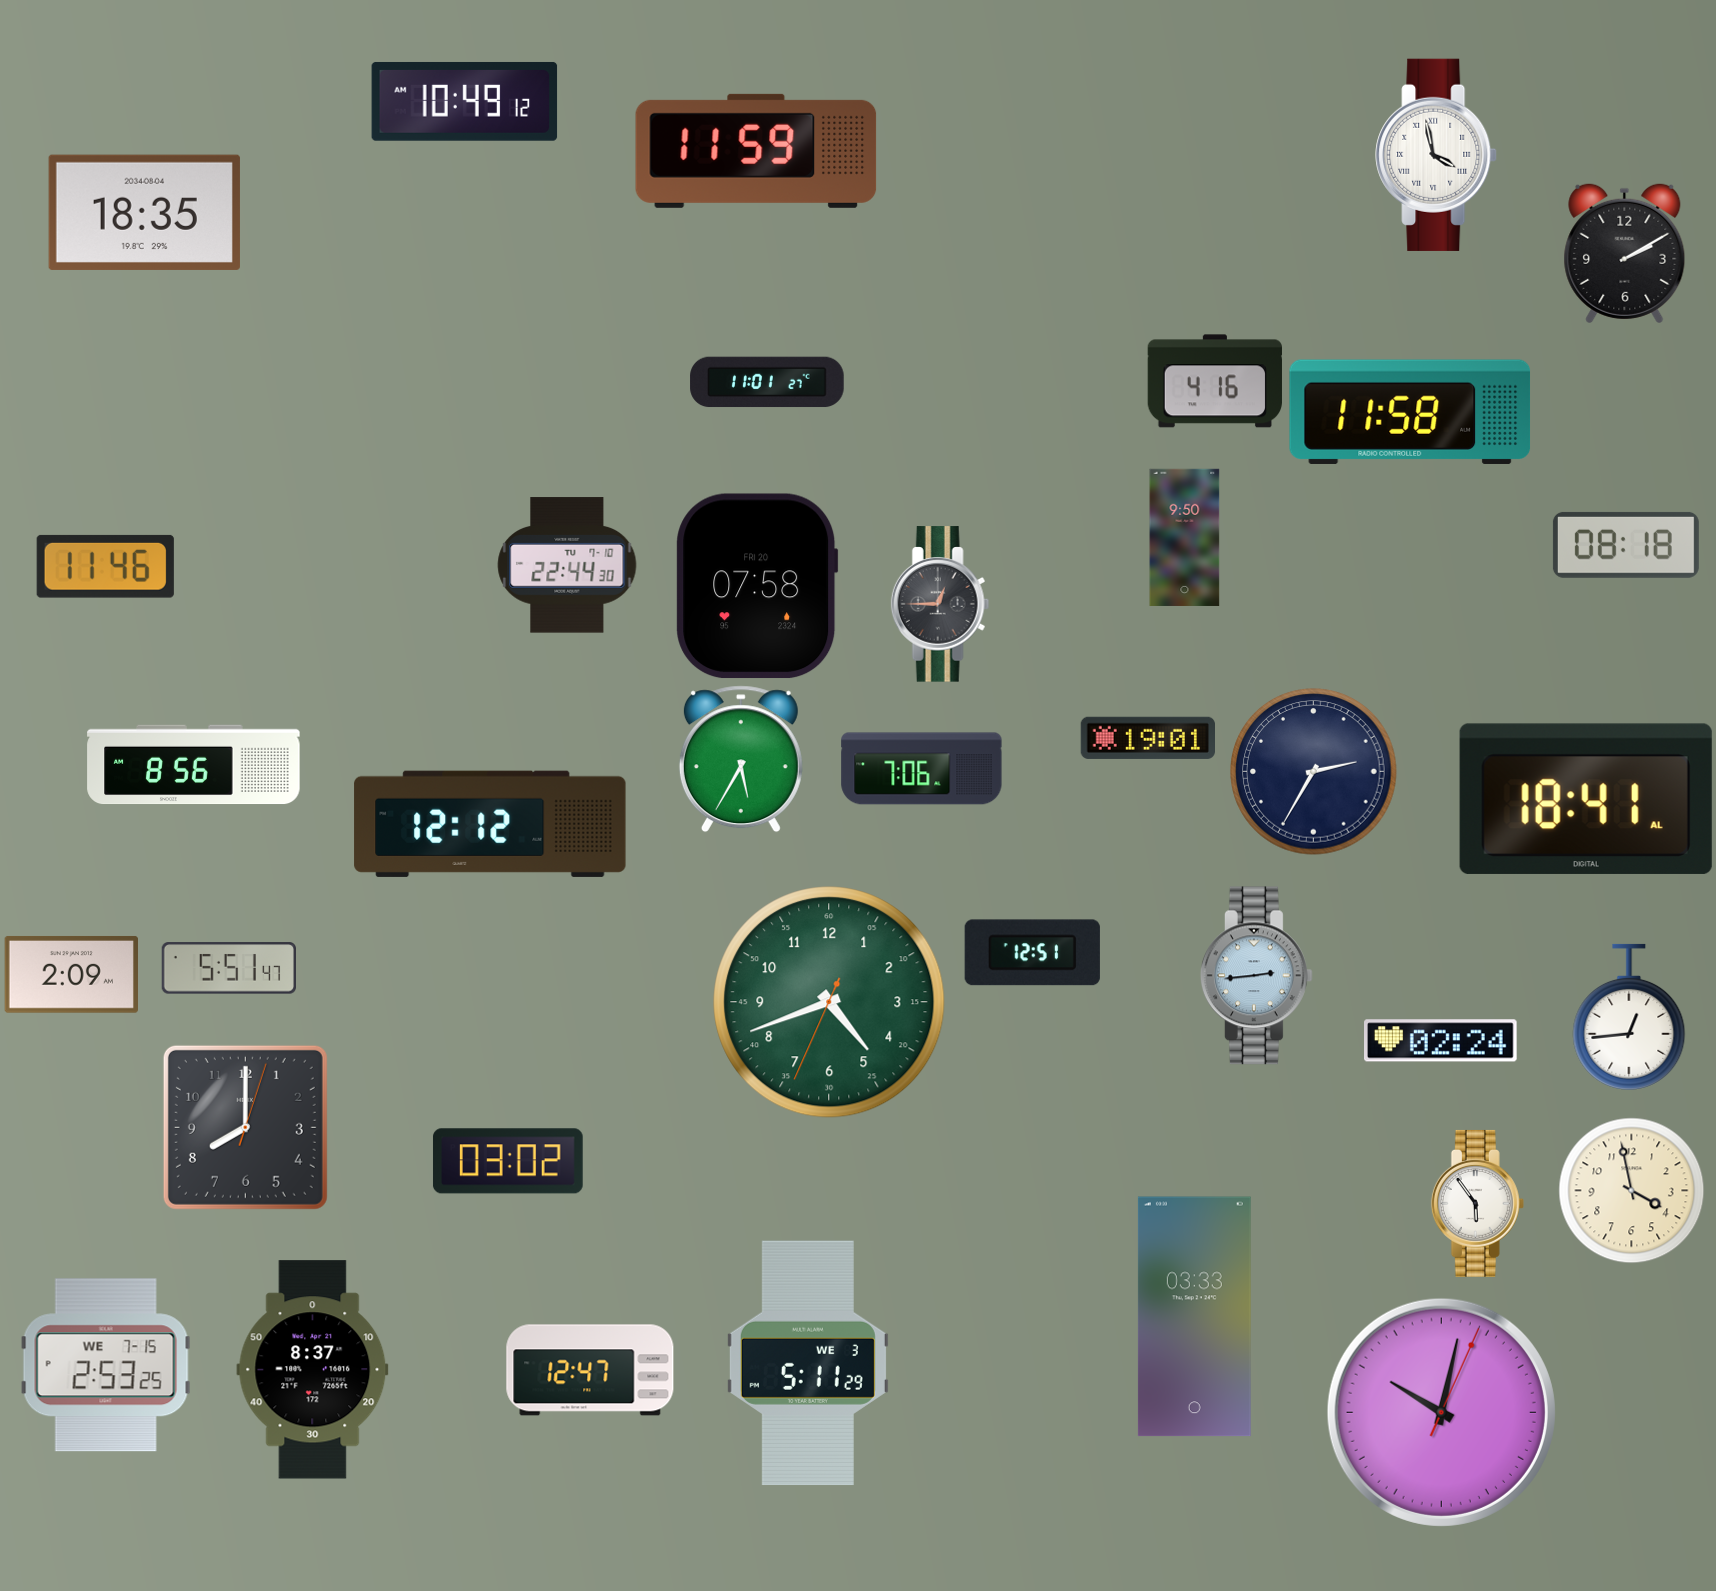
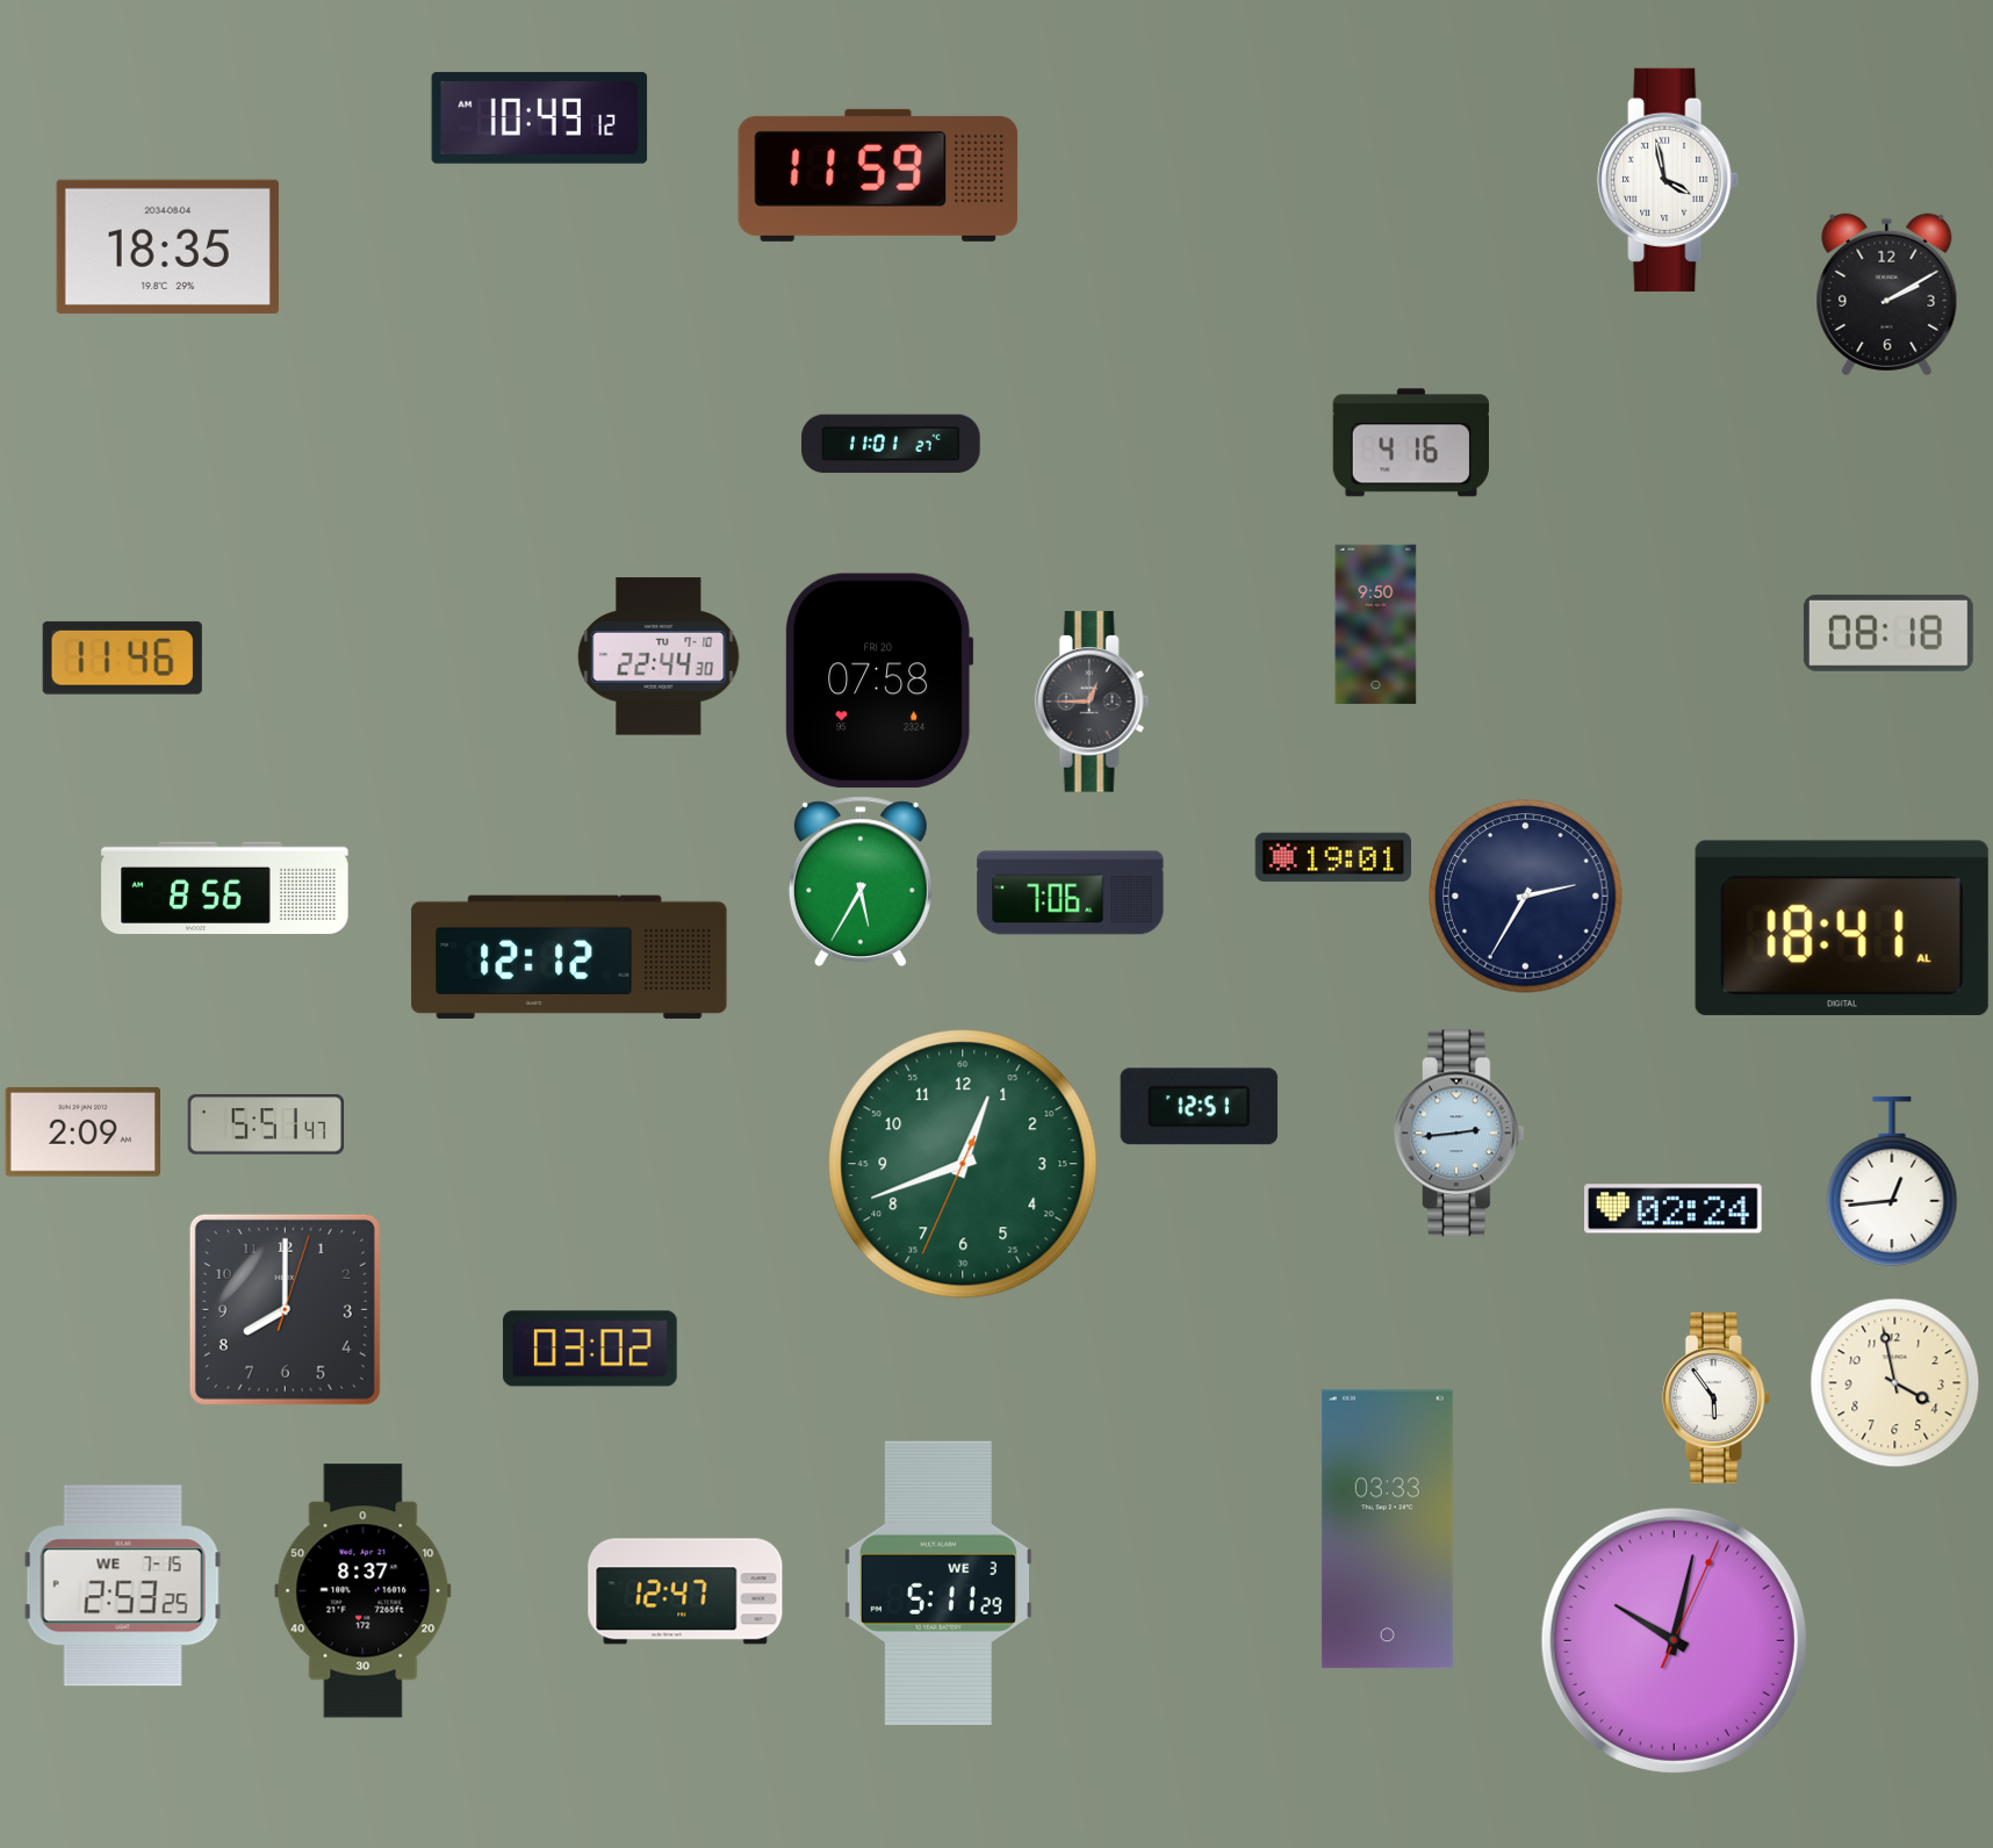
clock at (1410, 412): 11:58 -> none
clock at (829, 1002): 4:41 -> 12:41
